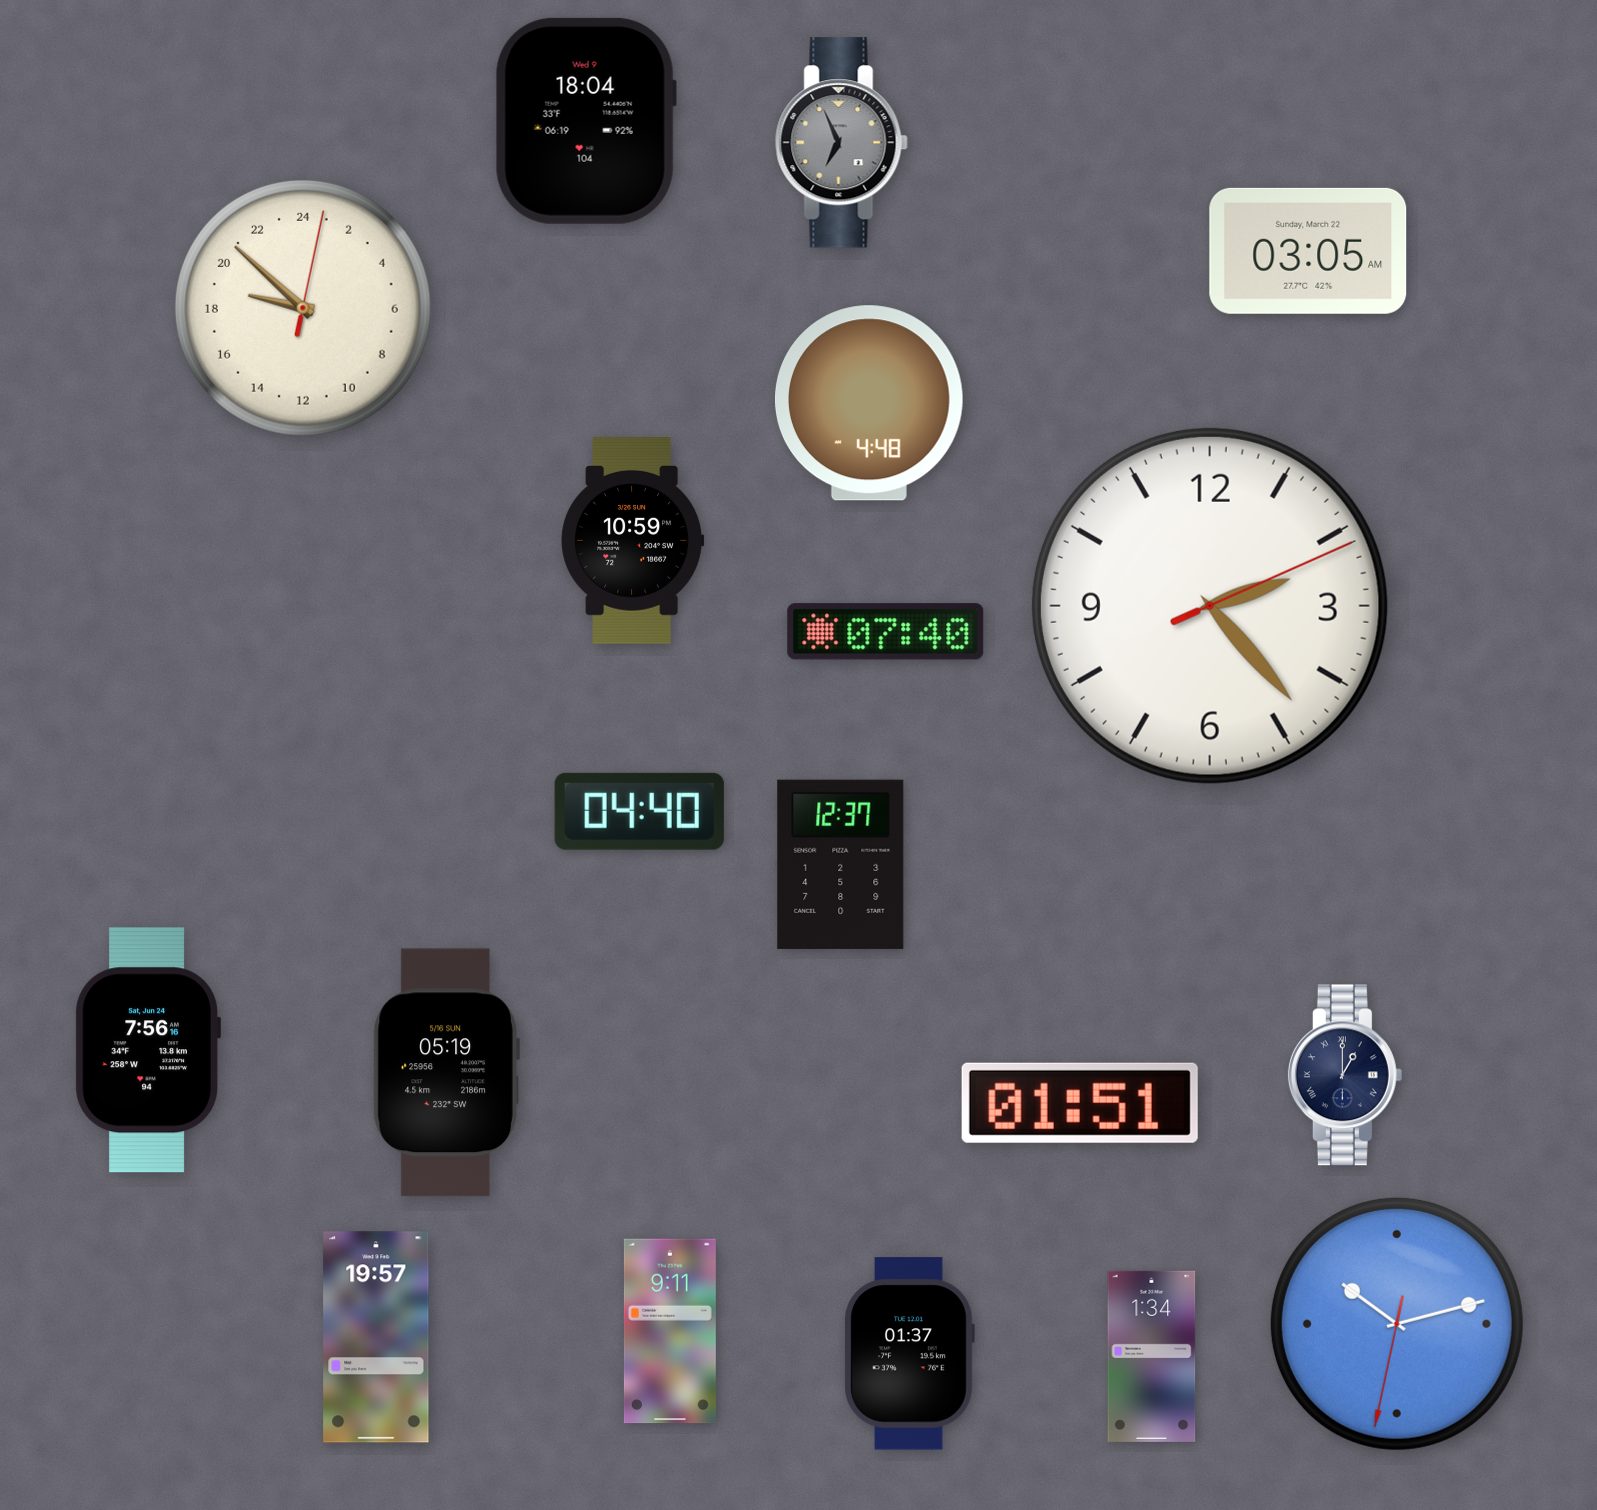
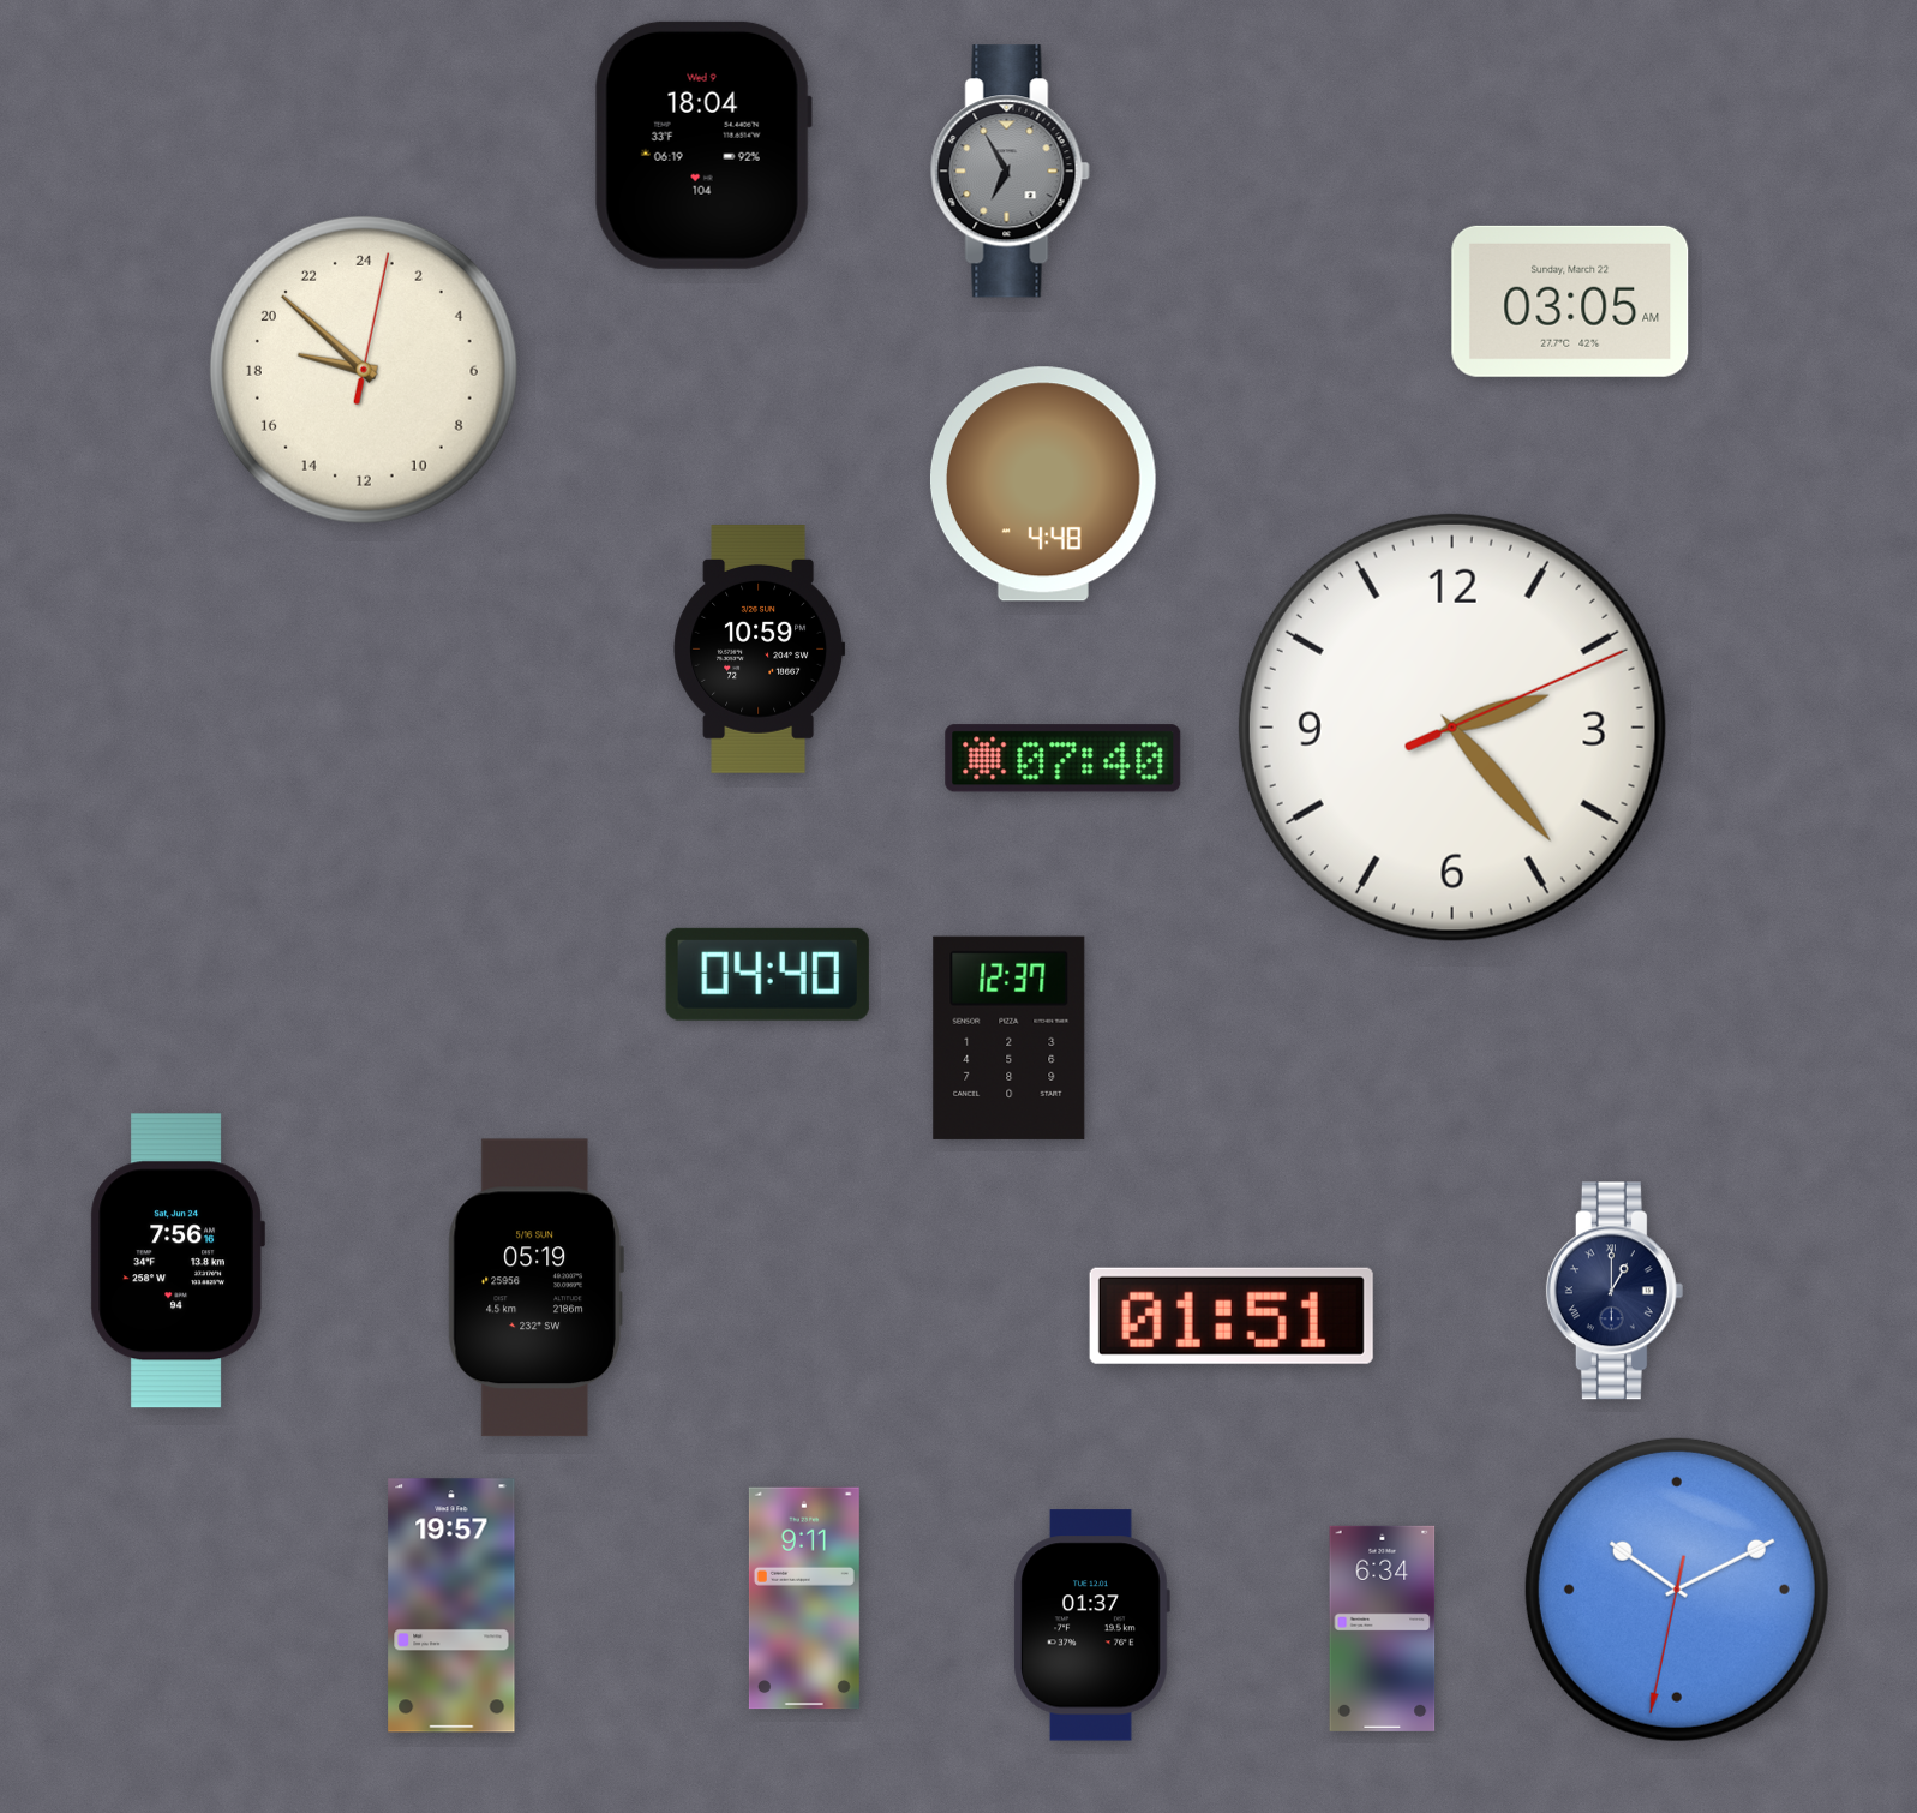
clock at (841, 143): 6:56 -> 6:55
clock at (1080, 1103) position: (1080, 1103) -> (1232, 1316)
clock at (1397, 1324): 10:12 -> 10:10
clock at (1152, 1356): 1:34 -> 6:34
